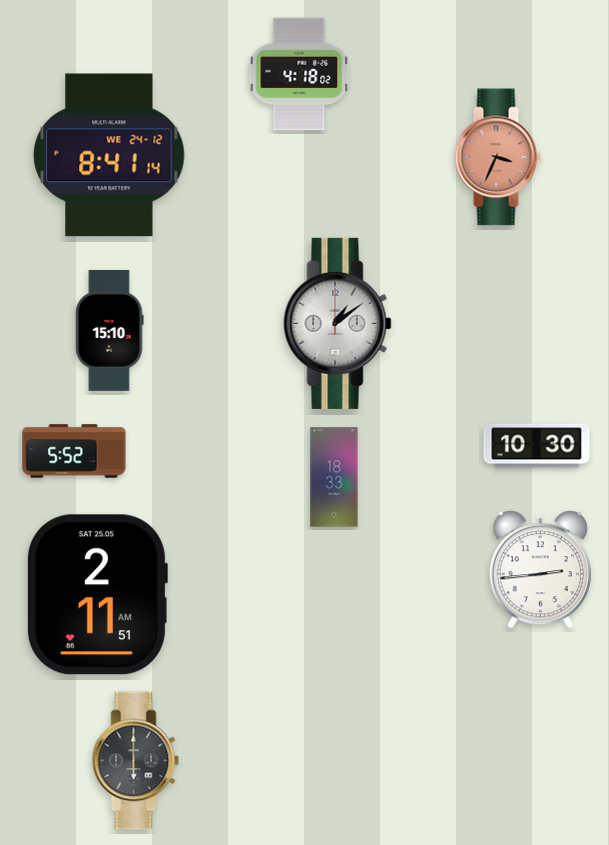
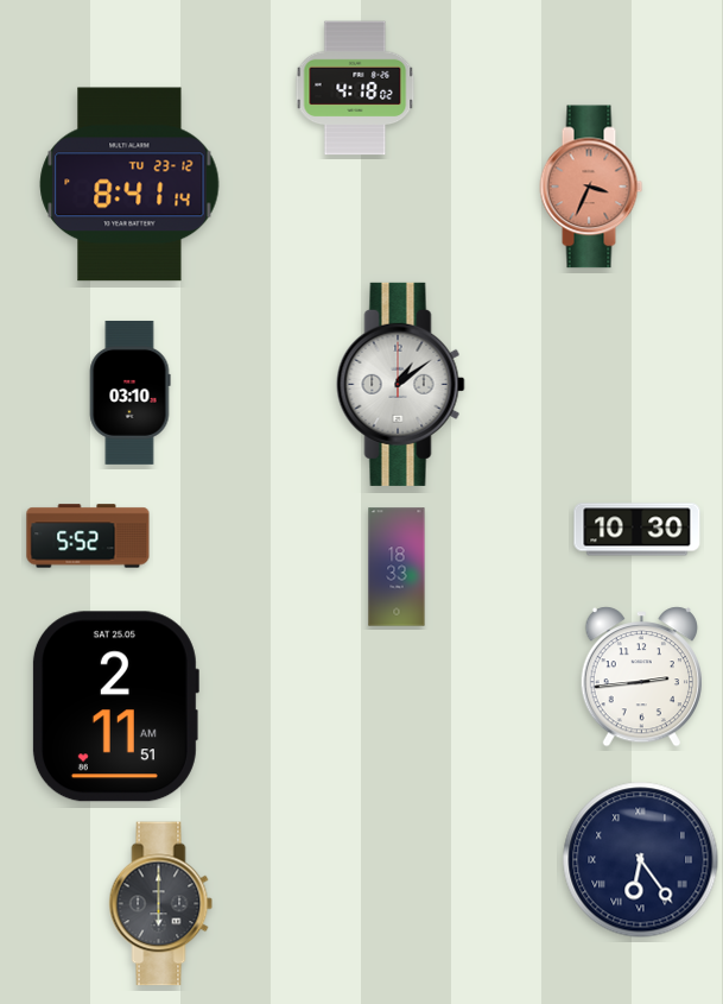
clock at (109, 155) date: WE 24-12 -> TU 23-12
clock at (109, 330): 15:10 -> 03:10
clock at (641, 860): none -> 6:24
